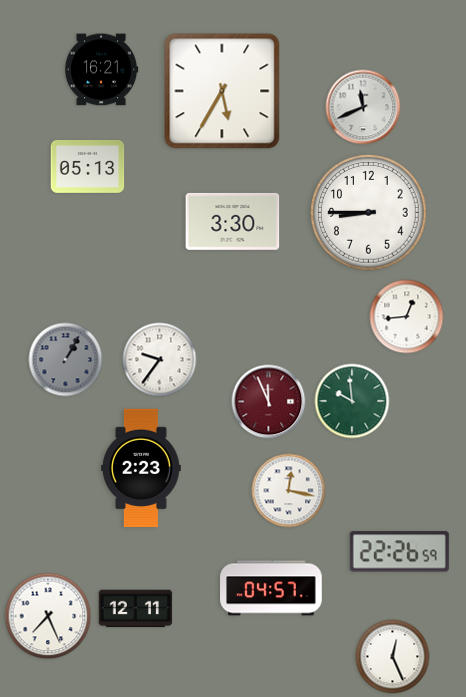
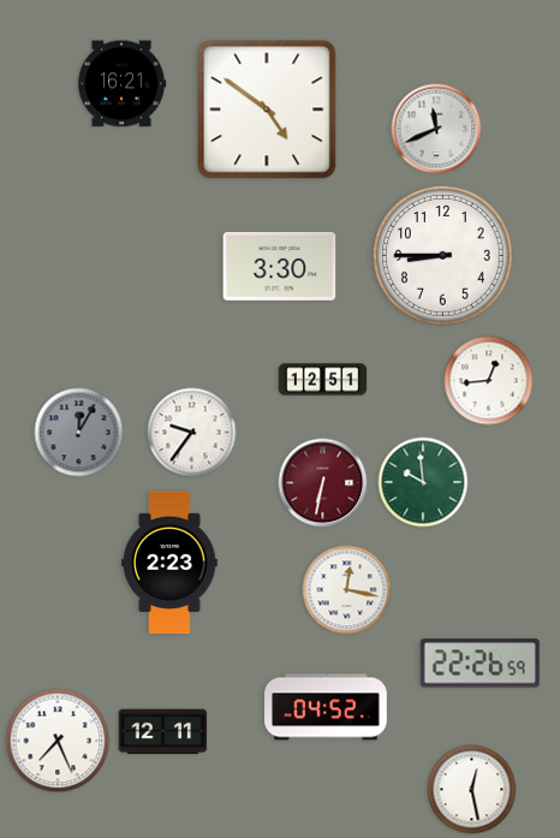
clock at (222, 91): 5:35 -> 4:51
clock at (88, 166): 05:13 -> none
clock at (323, 380): none -> 12:51
clock at (66, 360): 1:05 -> 12:05
clock at (269, 402): 11:56 -> 6:32
clock at (271, 588): 04:57 -> 04:52
clock at (393, 657): 12:26 -> 12:28
